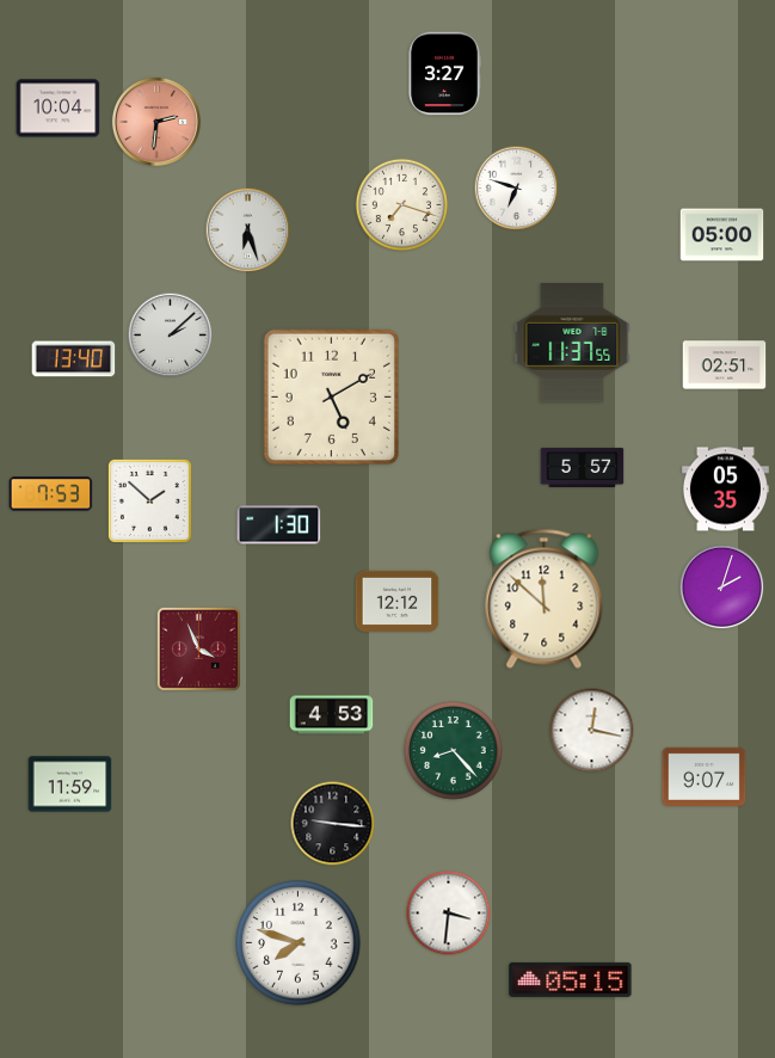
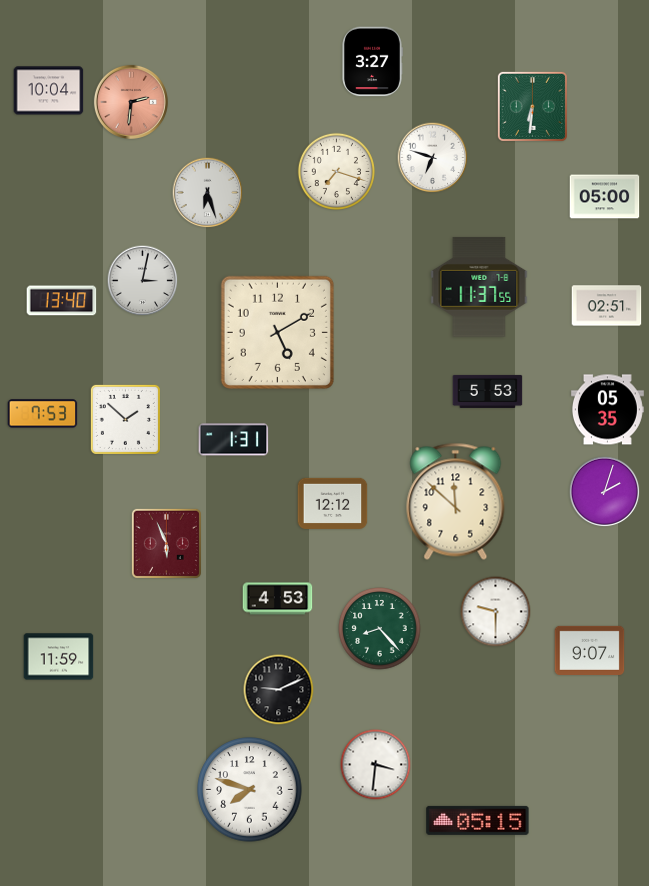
clock at (532, 106): none -> 6:31
clock at (171, 336): 2:08 -> 3:02
clock at (583, 467): 5:57 -> 5:53
clock at (279, 525): 1:30 -> 1:31
clock at (198, 648): 3:56 -> 5:56
clock at (592, 731): 12:17 -> 9:30
clock at (333, 824): 9:16 -> 9:11
